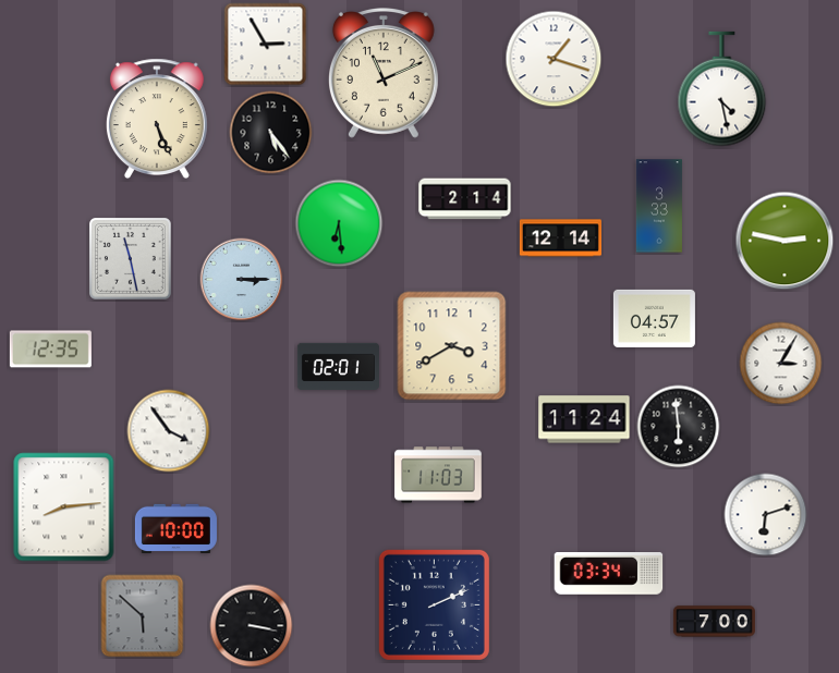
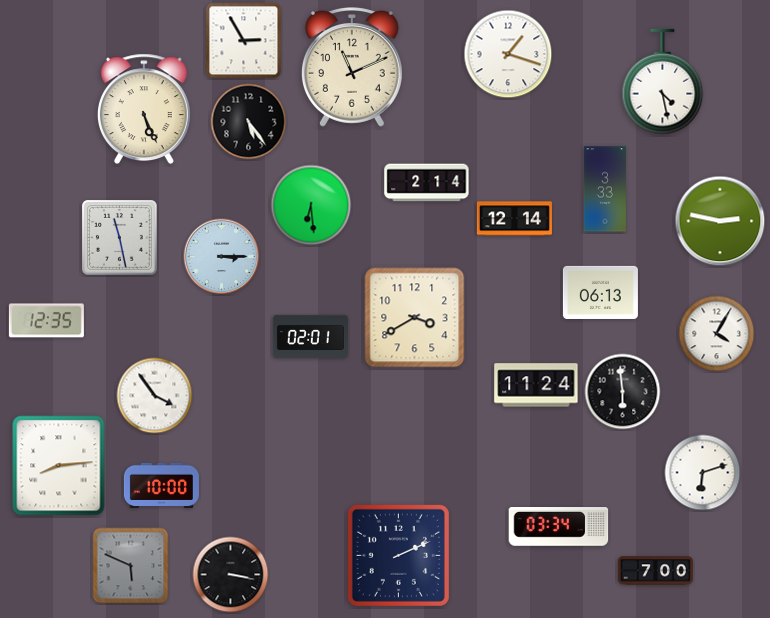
clock at (654, 318): 04:57 -> 06:13
clock at (781, 364): 3:05 -> 4:05
clock at (438, 475): 11:03 -> none
clock at (143, 616): 5:52 -> 5:49
